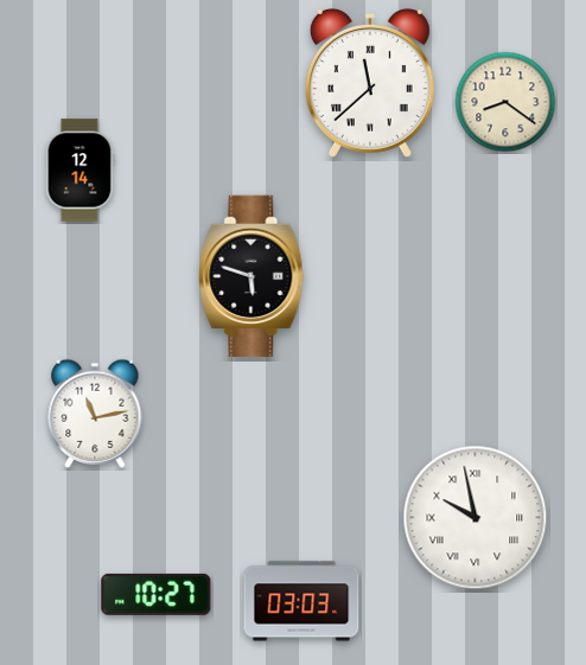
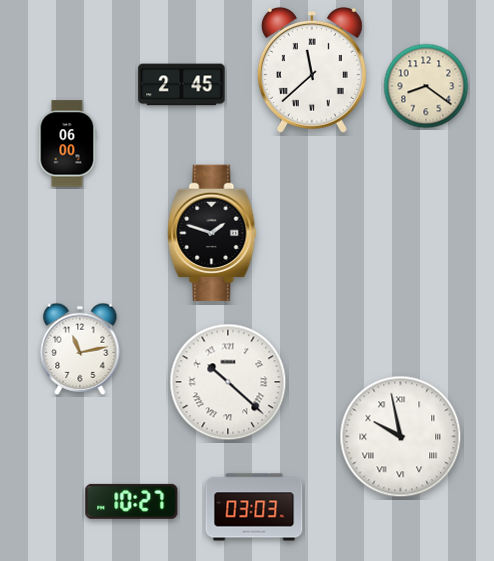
clock at (182, 85): none -> 2:45
clock at (79, 171): 12:14 -> 06:00
clock at (251, 276): 5:48 -> 1:48
clock at (228, 382): none -> 10:22
